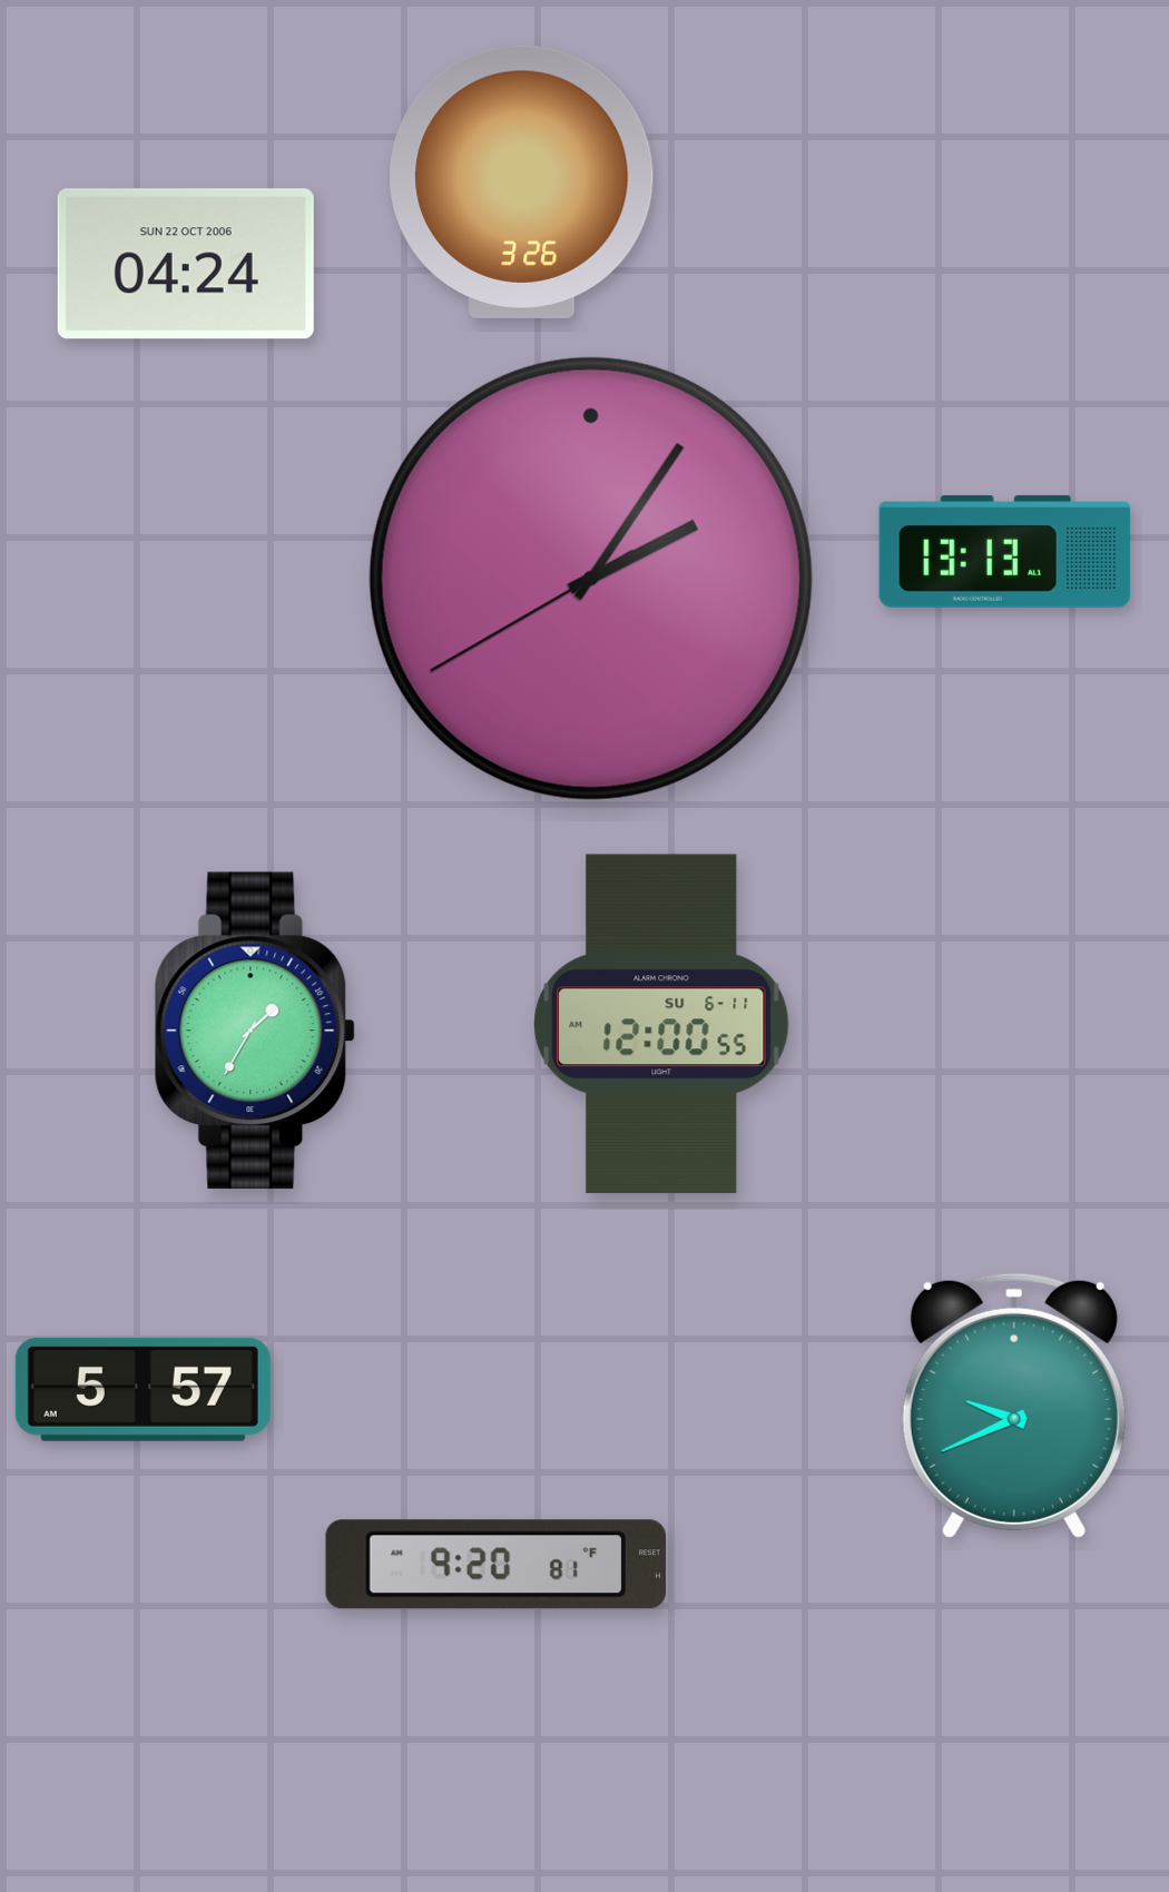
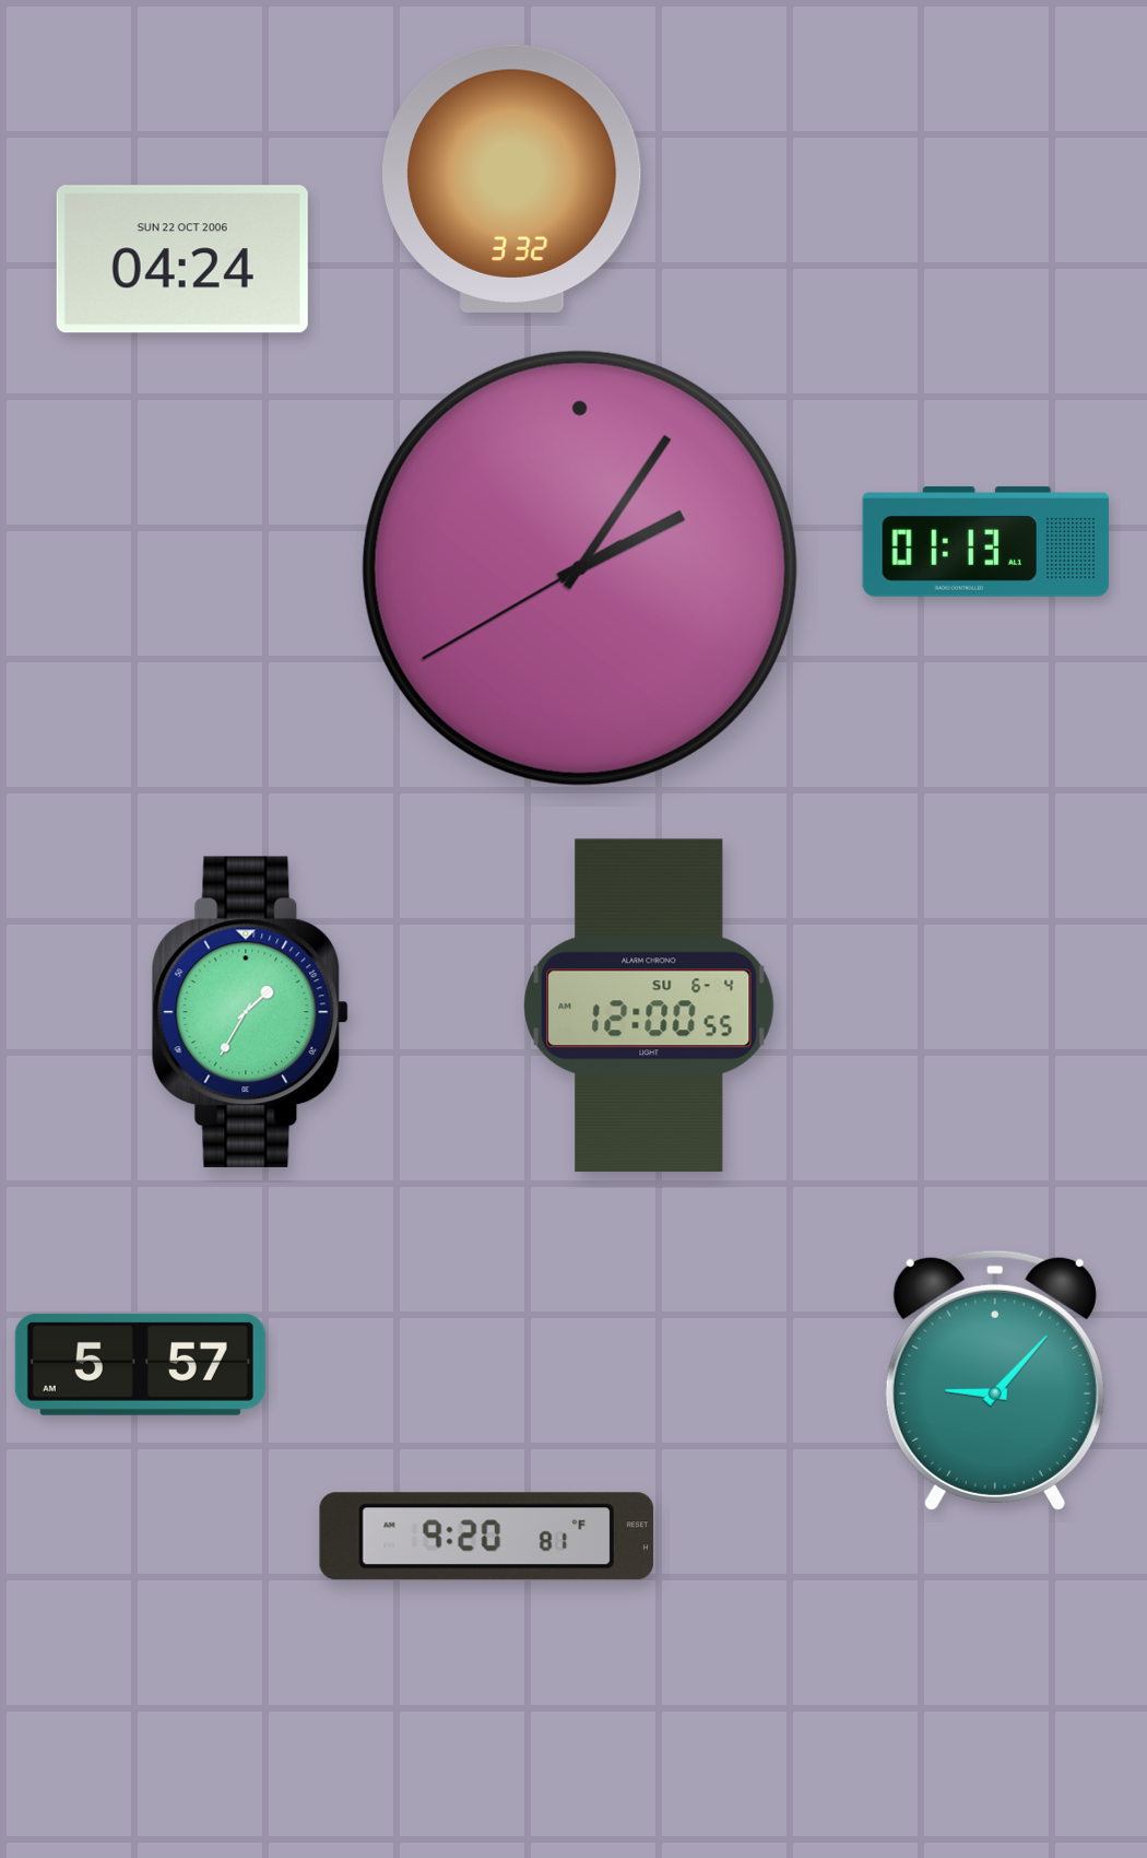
clock at (522, 181): 3:26 -> 3:32
clock at (1005, 552): 13:13 -> 01:13
clock at (661, 1024) date: SU 6-11 -> SU 6-4
clock at (1014, 1406): 9:41 -> 9:07
